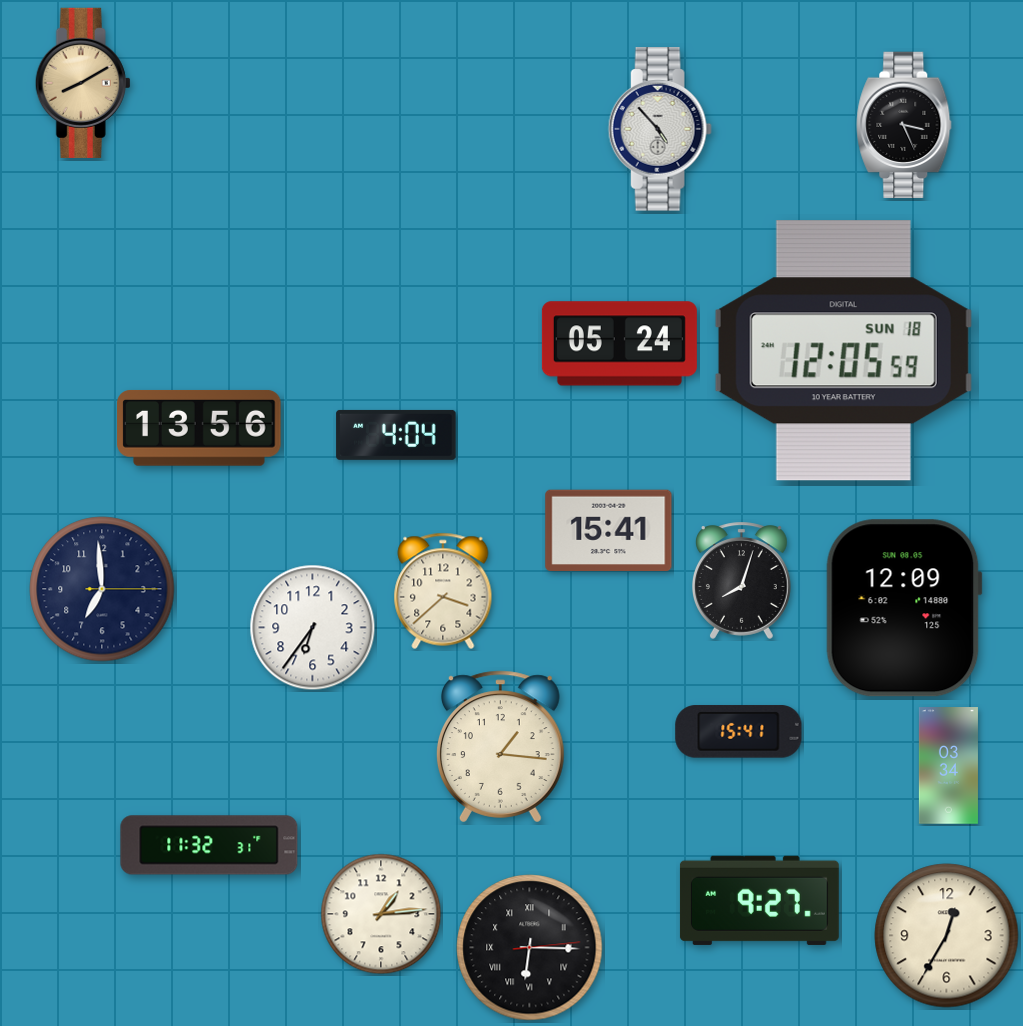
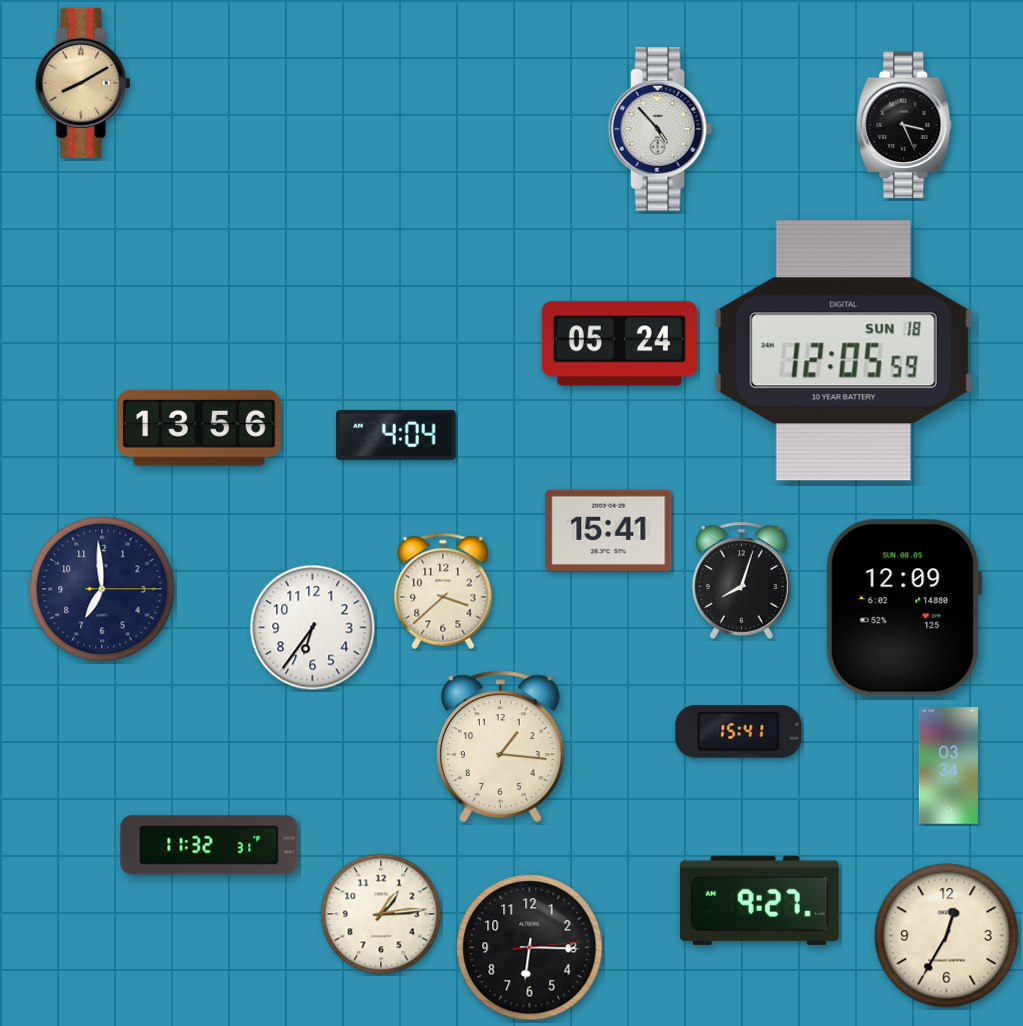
clock at (530, 948) numerals: Roman -> Arabic
